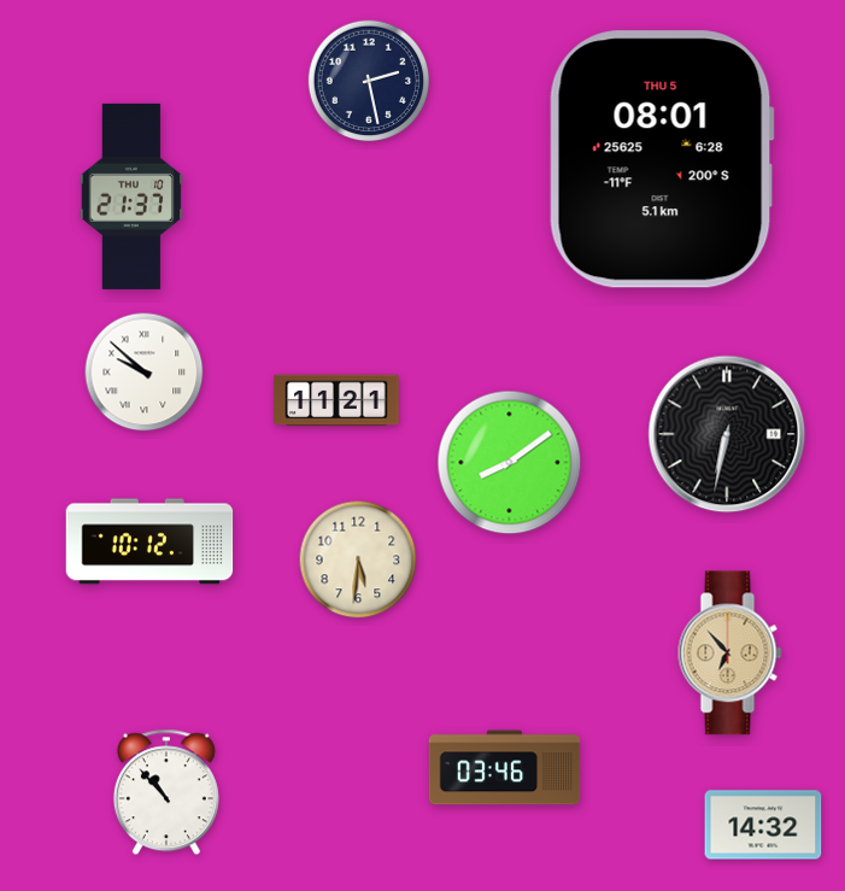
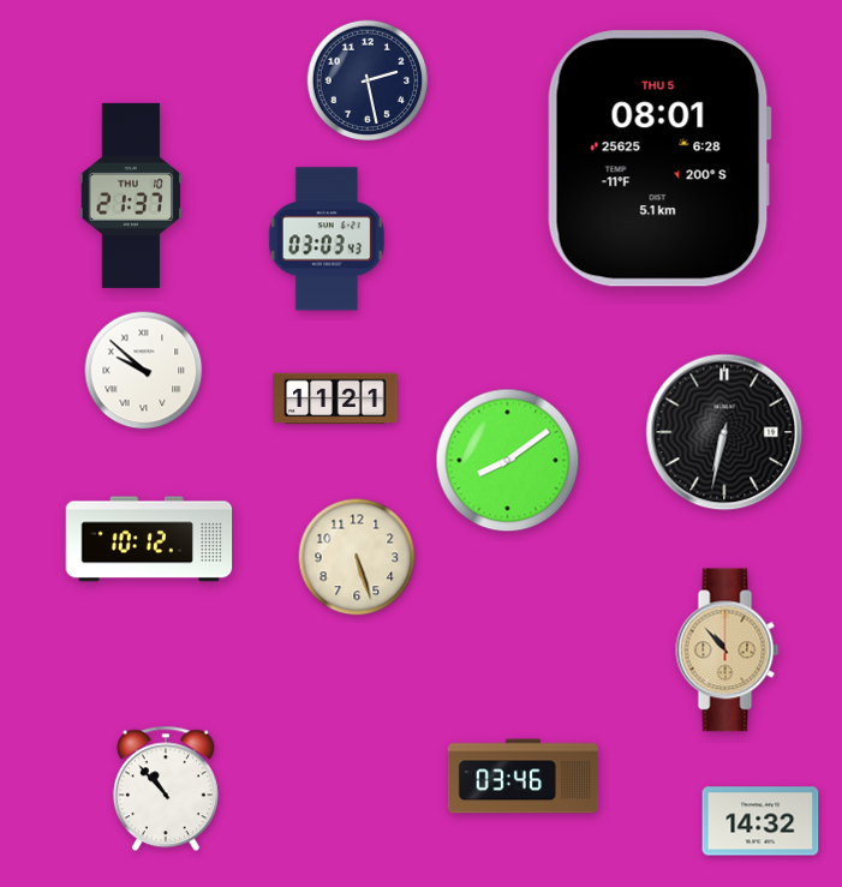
clock at (327, 239): none -> 03:03
clock at (358, 559): 5:31 -> 5:27
clock at (730, 653): 6:53 -> 10:53
clock at (505, 768) position: (505, 768) -> (524, 777)
